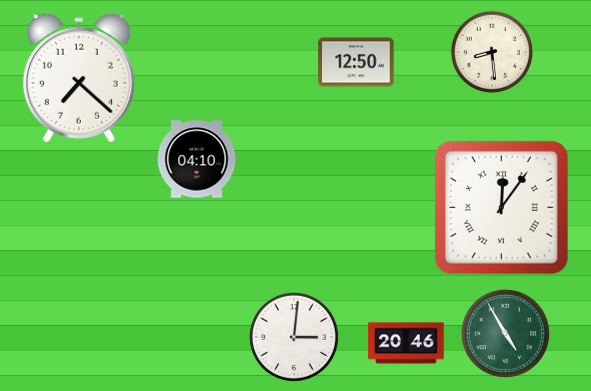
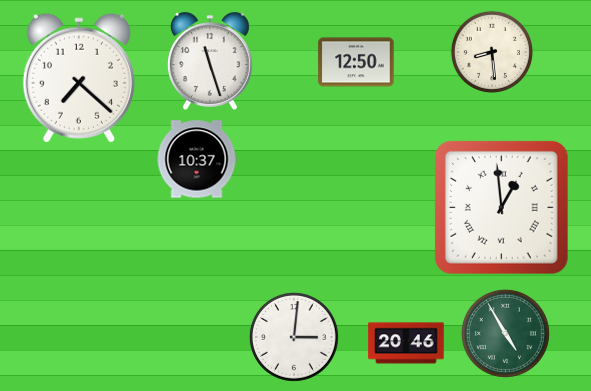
clock at (211, 61): none -> 11:27
clock at (197, 159): 04:10 -> 10:37
clock at (501, 207): 12:06 -> 12:59
